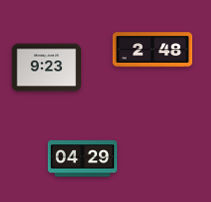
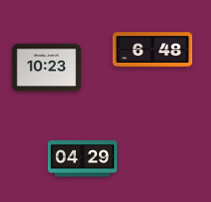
clock at (153, 50): 2:48 -> 6:48
clock at (47, 68): 9:23 -> 10:23
